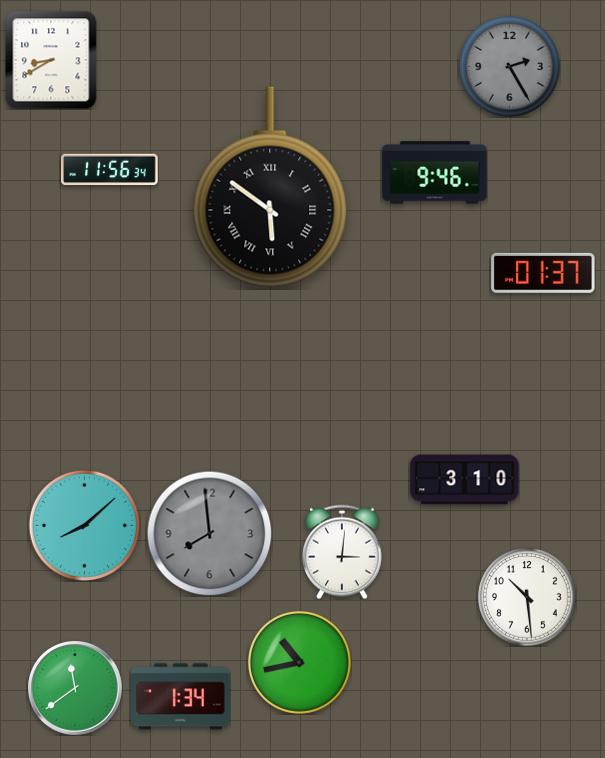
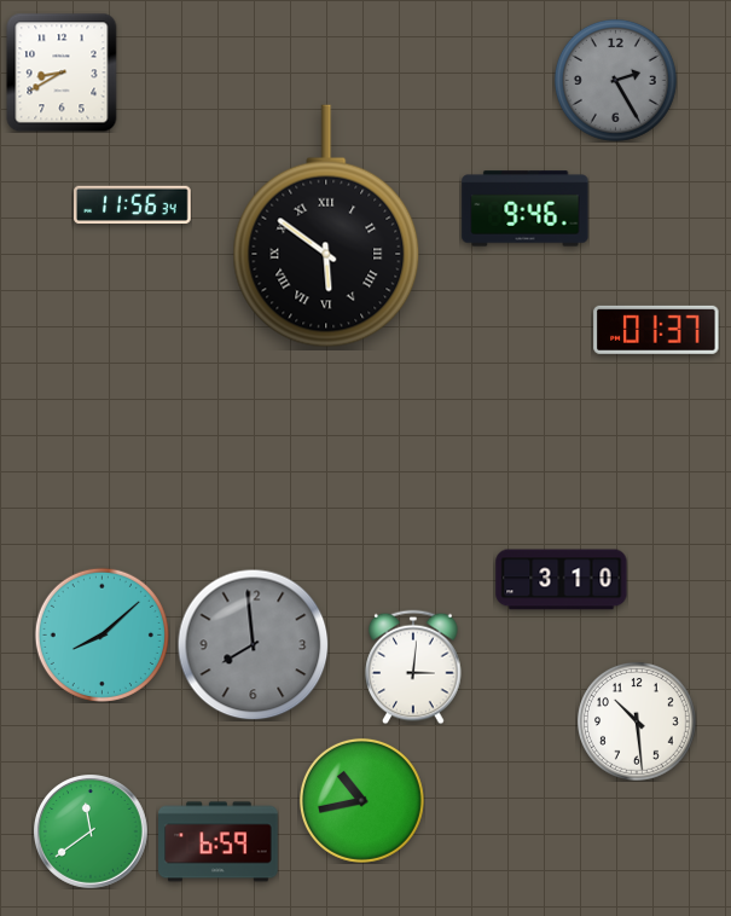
clock at (181, 697): 1:34 -> 6:59
